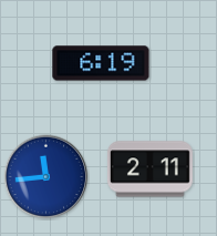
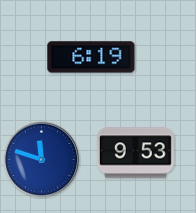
clock at (149, 170): 2:11 -> 9:53
clock at (46, 177): 11:44 -> 11:48
